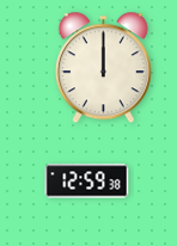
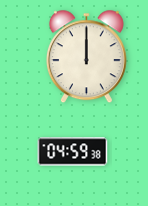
clock at (87, 182): 12:59 -> 04:59
